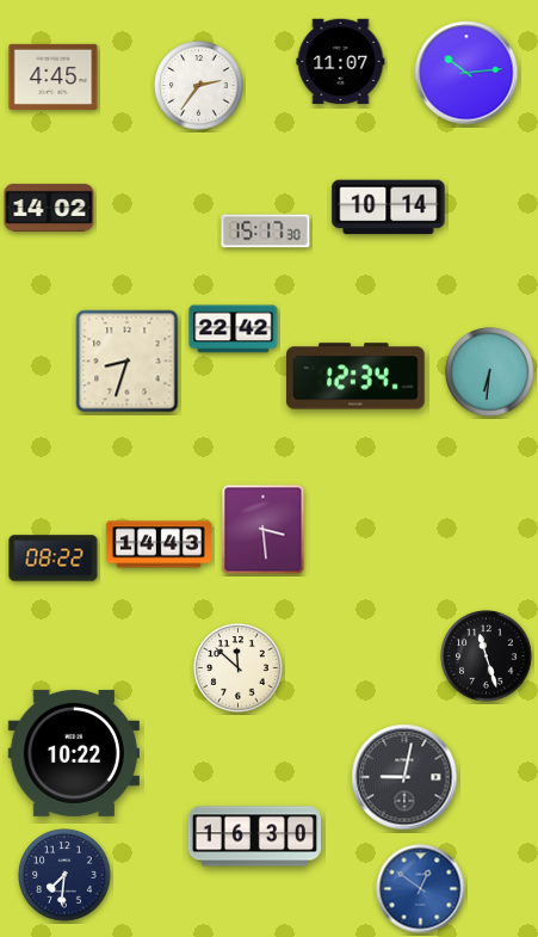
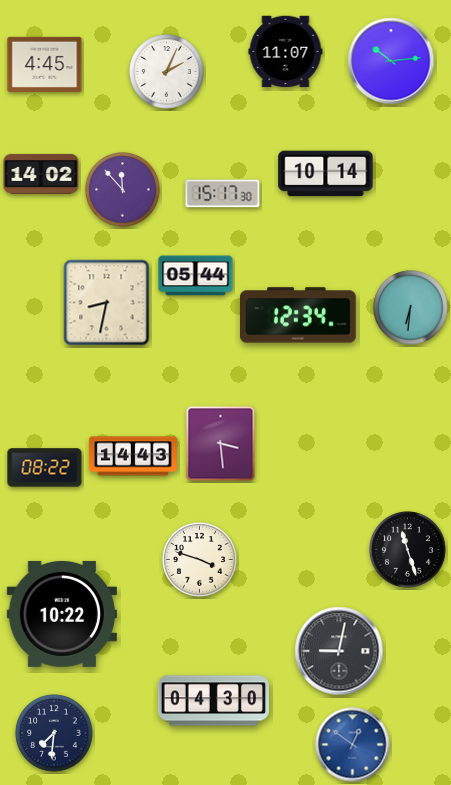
clock at (199, 86): 2:36 -> 2:04
clock at (123, 190): none -> 11:53
clock at (234, 329): 22:42 -> 05:44
clock at (128, 362): 8:33 -> 8:32
clock at (490, 372) position: (490, 372) -> (411, 308)
clock at (239, 668): 11:52 -> 3:48
clock at (74, 753) position: (74, 753) -> (62, 614)
clock at (254, 837): 16:30 -> 04:30
